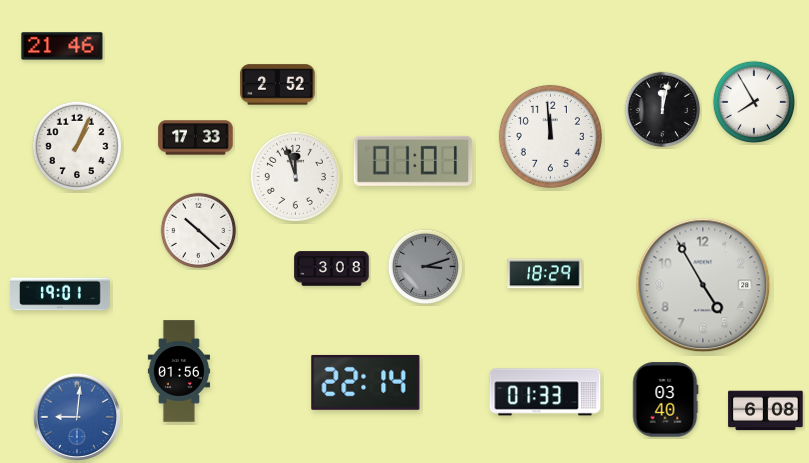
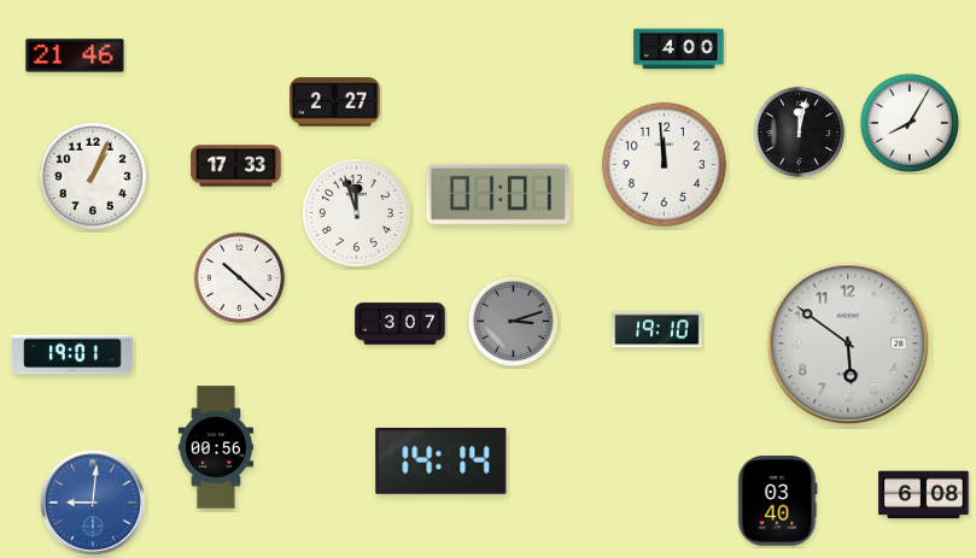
clock at (679, 49): none -> 4:00
clock at (278, 85): 2:52 -> 2:27
clock at (753, 101): 7:55 -> 8:05
clock at (332, 269): 3:08 -> 3:07
clock at (545, 274): 18:29 -> 19:10
clock at (703, 285): 4:55 -> 5:51
clock at (178, 371): 01:56 -> 00:56
clock at (366, 382): 22:14 -> 14:14
clock at (545, 392): 01:33 -> none
clock at (665, 400) position: (665, 400) -> (777, 501)
